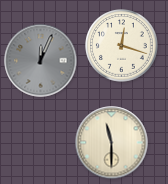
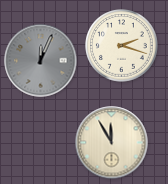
clock at (122, 46): 12:18 -> 2:18
clock at (112, 143): 11:30 -> 11:55
